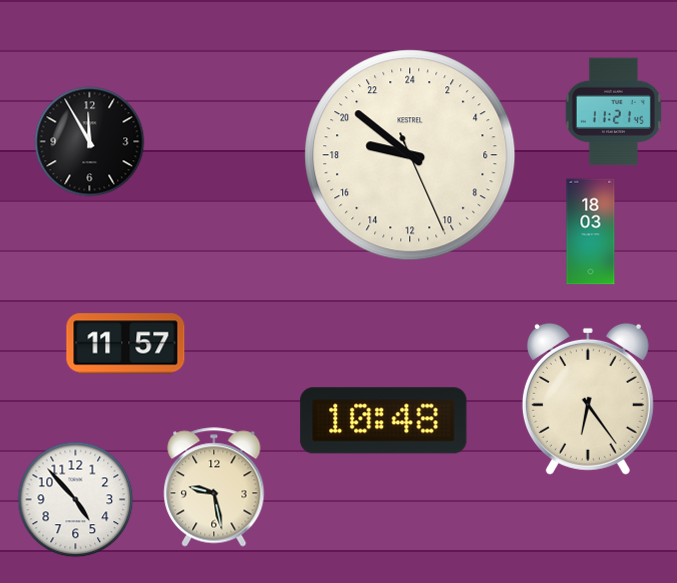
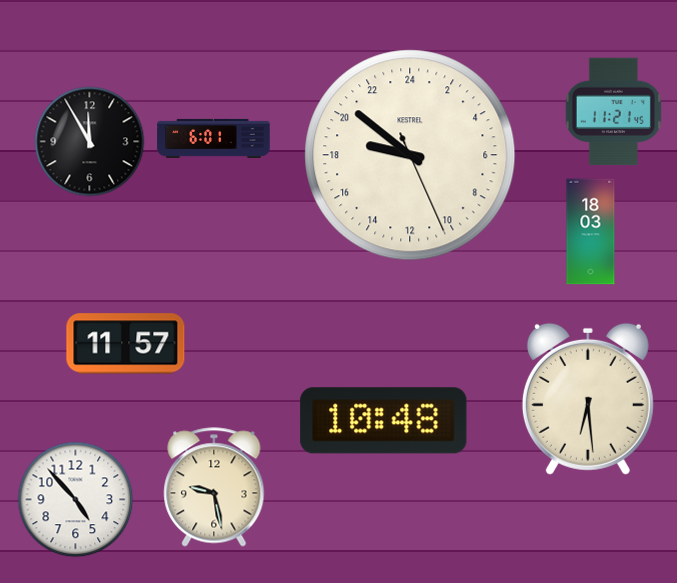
clock at (214, 138): none -> 6:01
clock at (588, 399): 6:24 -> 6:29
